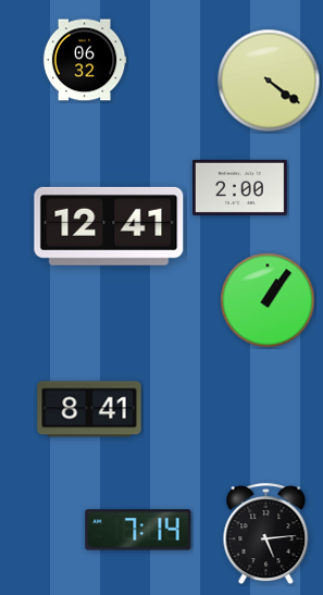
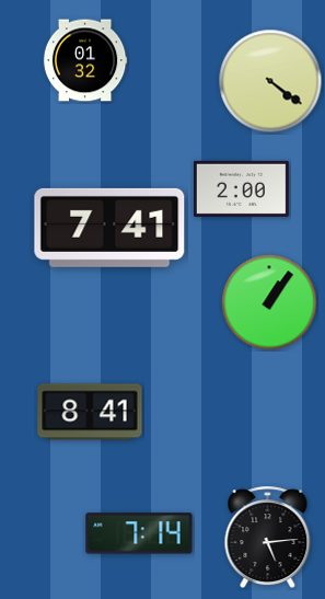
clock at (85, 60): 06:32 -> 01:32
clock at (109, 226): 12:41 -> 7:41
